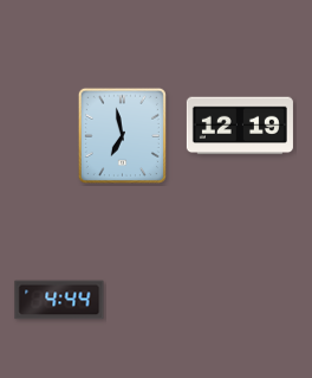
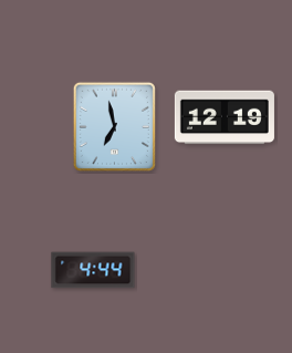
clock at (59, 300) position: (59, 300) -> (93, 270)
